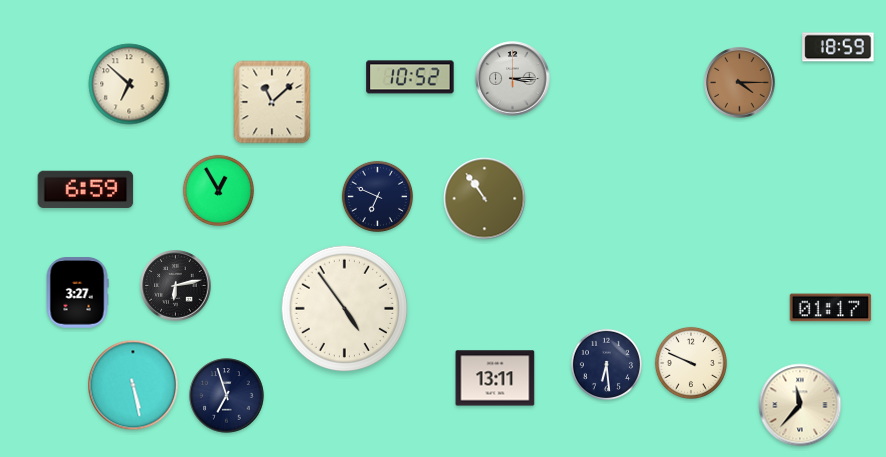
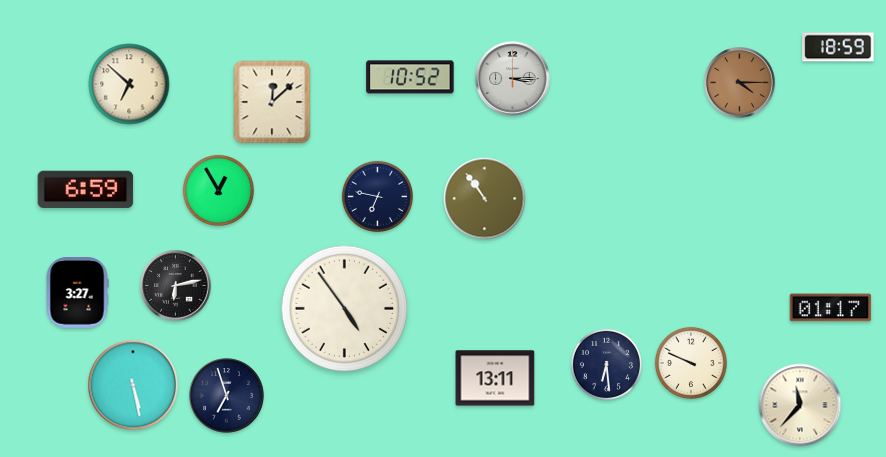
clock at (272, 102): 11:08 -> 12:08
clock at (377, 196): 6:49 -> 6:47
